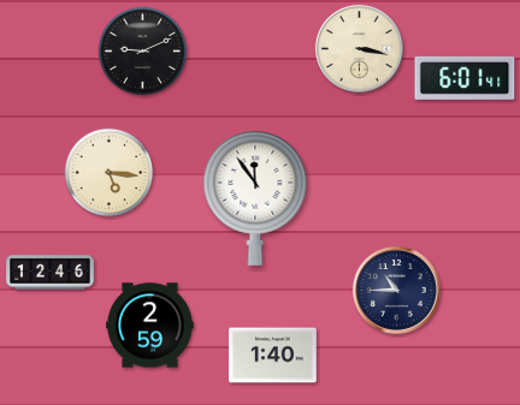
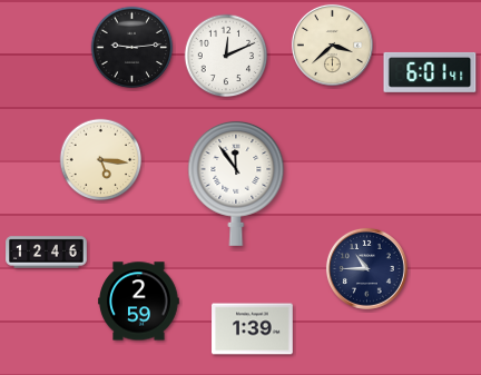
clock at (359, 48): 3:17 -> 3:38
clock at (143, 52): 9:11 -> 9:14
clock at (226, 56): none -> 12:11
clock at (273, 356): 1:40 -> 1:39
